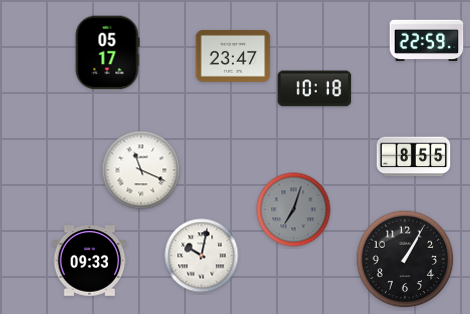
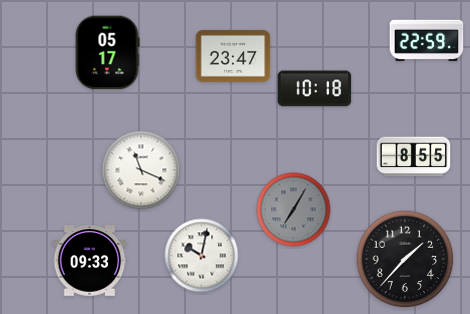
clock at (294, 210): 7:03 -> 7:05
clock at (405, 259): 1:05 -> 1:37
